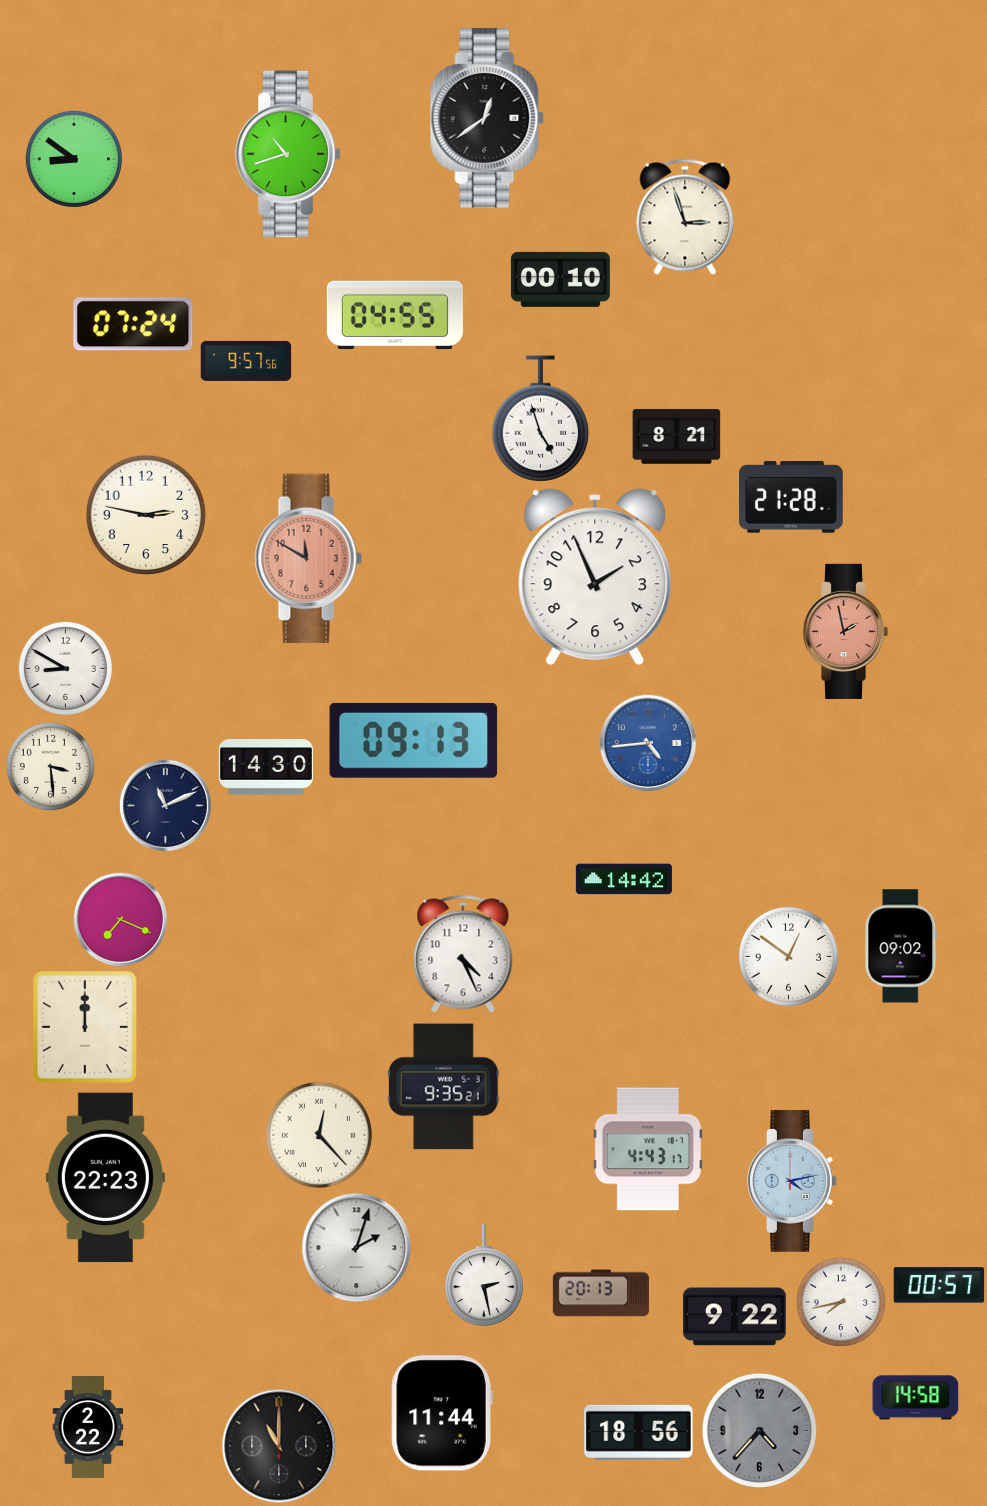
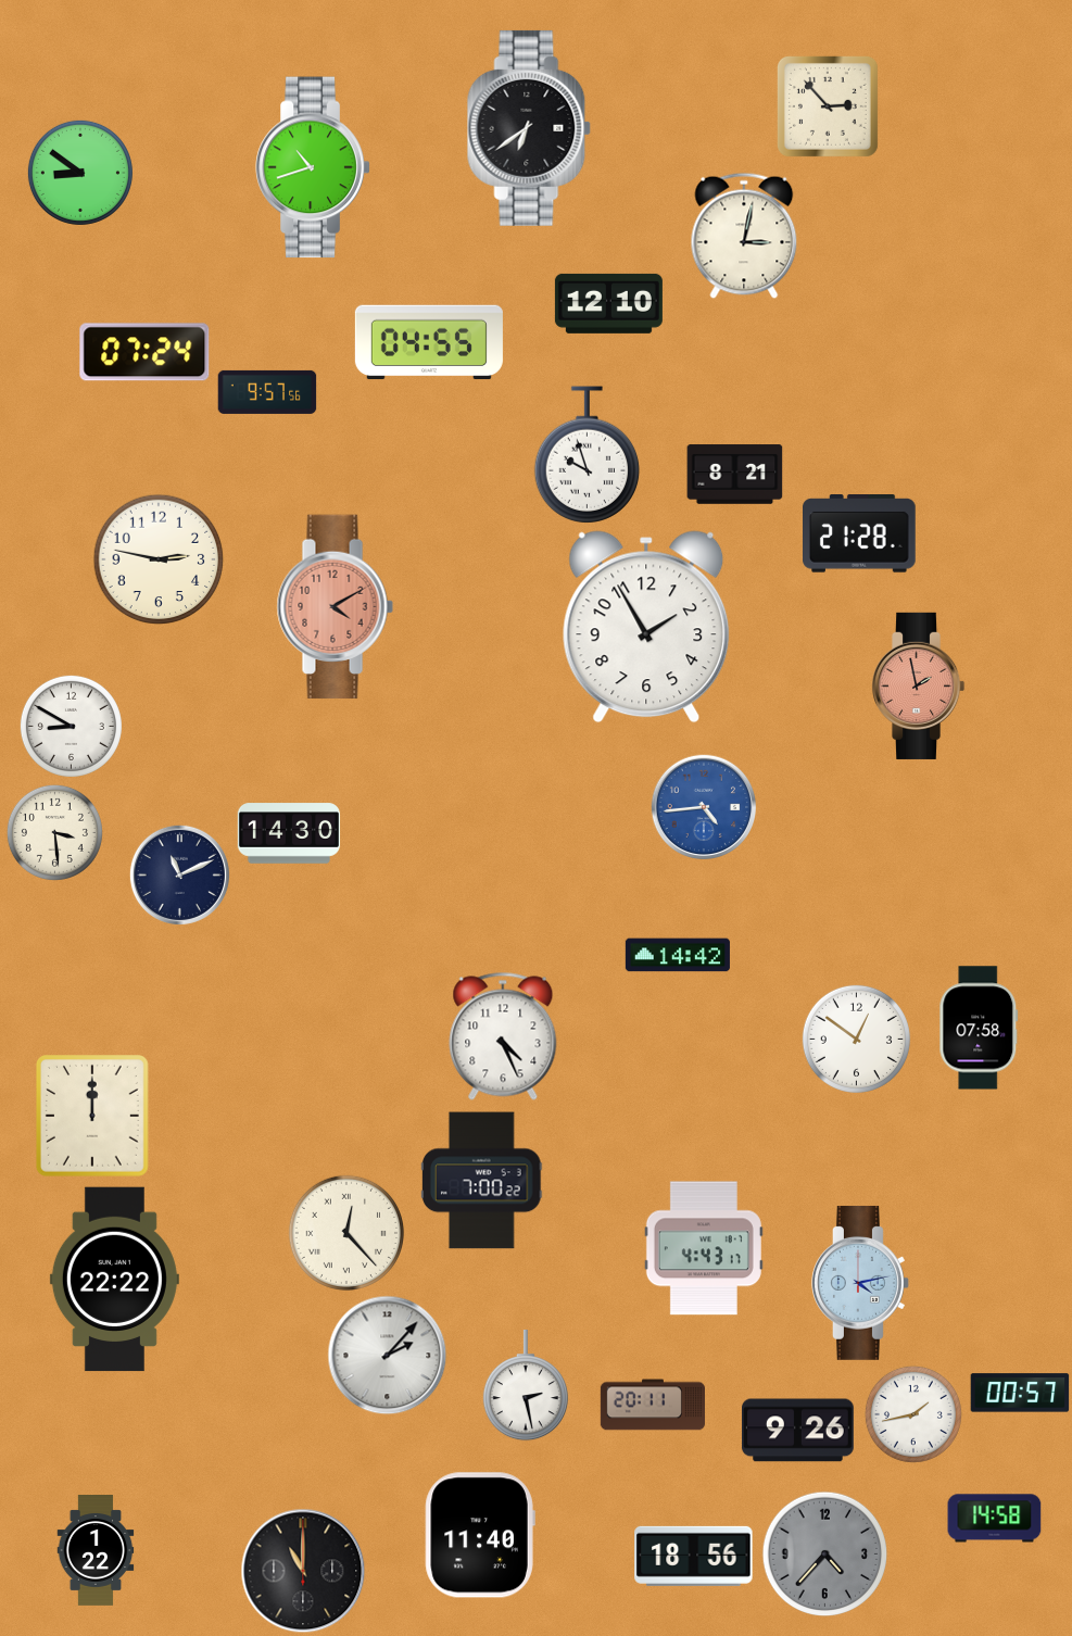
clock at (828, 106): none -> 2:53
clock at (487, 118): 12:39 -> 6:39
clock at (685, 217): 2:57 -> 3:02
clock at (560, 279): 00:10 -> 12:10
clock at (541, 419): 4:57 -> 9:57
clock at (792, 498) position: (792, 498) -> (860, 534)
clock at (308, 559): 11:50 -> 4:10
clock at (595, 577): 1:56 -> 1:55
clock at (414, 740): 09:13 -> none
clock at (120, 919): 7:19 -> none
clock at (901, 946): 09:02 -> 07:58
clock at (444, 1087): 9:35 -> 7:00
clock at (105, 1178): 22:23 -> 22:22
clock at (357, 1248): 2:03 -> 2:07
clock at (939, 1285) position: (939, 1285) -> (1020, 1393)
clock at (601, 1293): 20:13 -> 20:11
clock at (841, 1302): 7:43 -> 1:43
clock at (735, 1317): 9:22 -> 9:26
clock at (442, 1413): 11:44 -> 11:40
clock at (88, 1428): 2:22 -> 1:22
